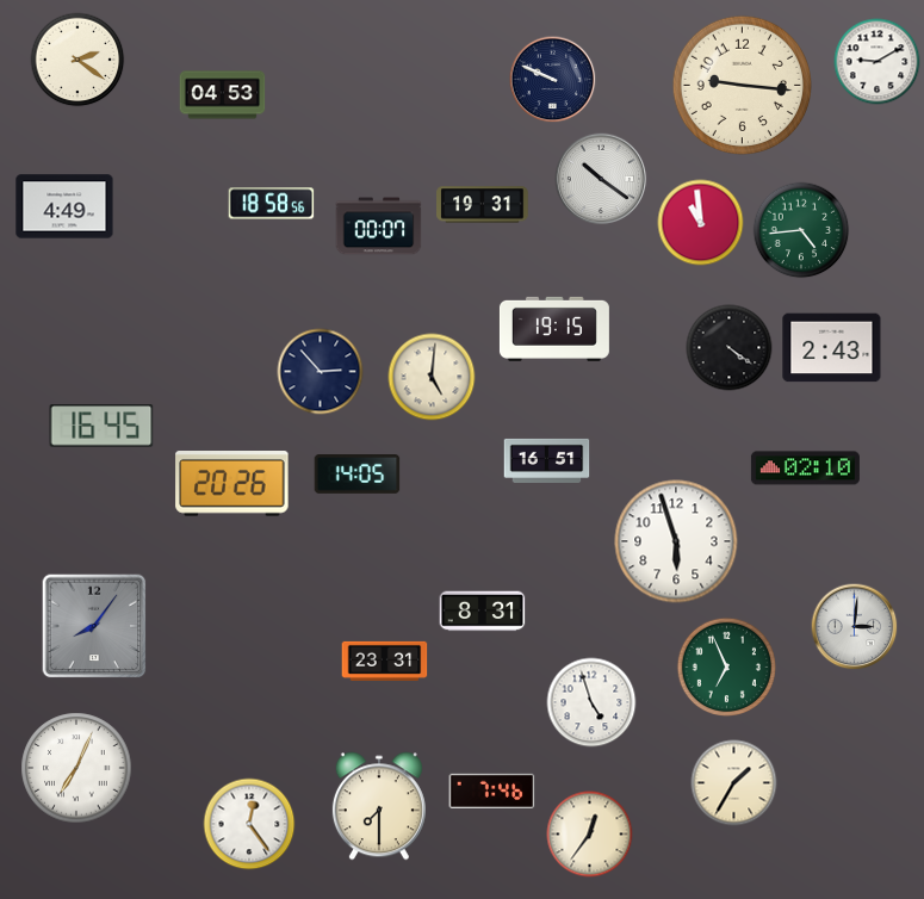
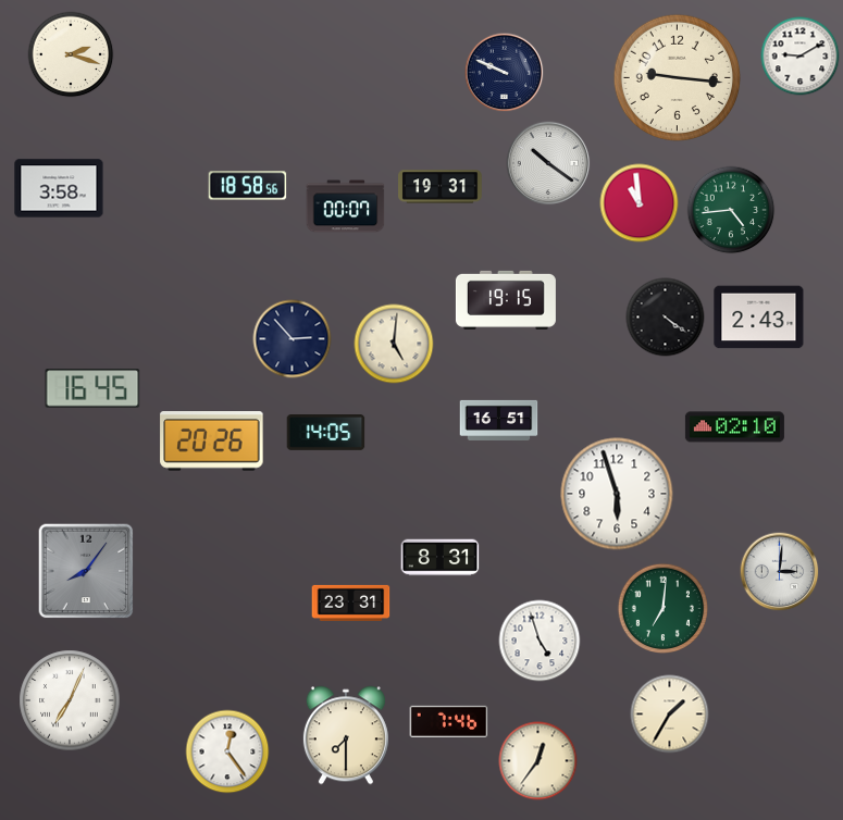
clock at (77, 60): 2:21 -> 2:18
clock at (223, 95): 04:53 -> none
clock at (64, 206): 4:49 -> 3:58
clock at (727, 668): 6:56 -> 7:01
